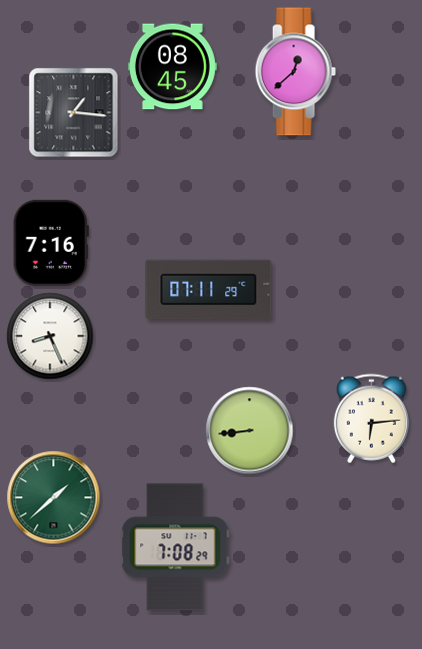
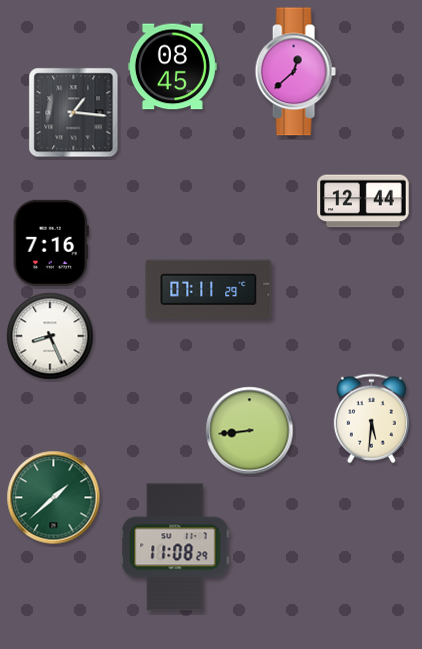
clock at (363, 201): none -> 12:44
clock at (371, 419): 6:14 -> 5:31
clock at (175, 547): 7:08 -> 11:08
